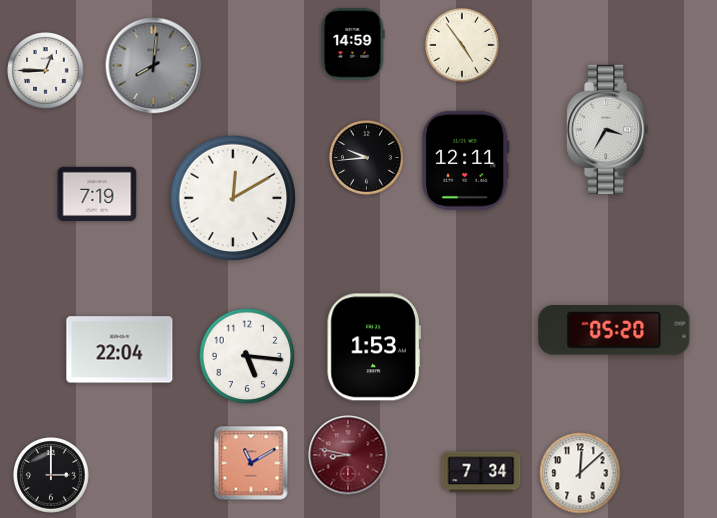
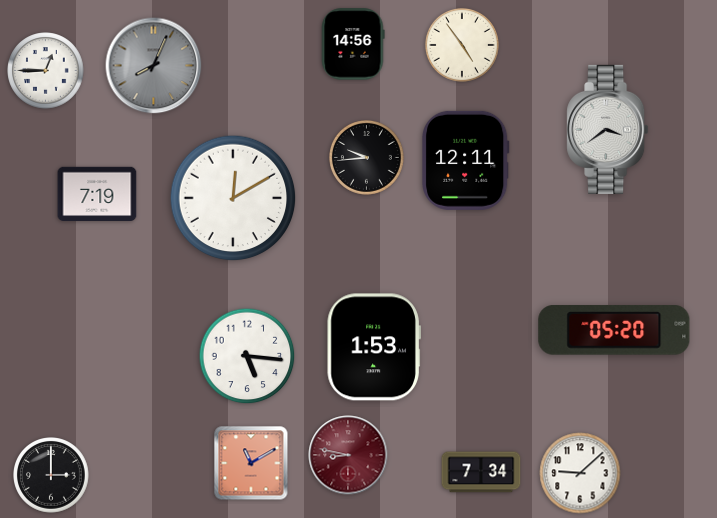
clock at (353, 44): 14:59 -> 14:56
clock at (154, 66): 8:01 -> 8:04
clock at (608, 129): 3:35 -> 3:39
clock at (120, 350): 22:04 -> none
clock at (580, 473): 12:08 -> 9:08
